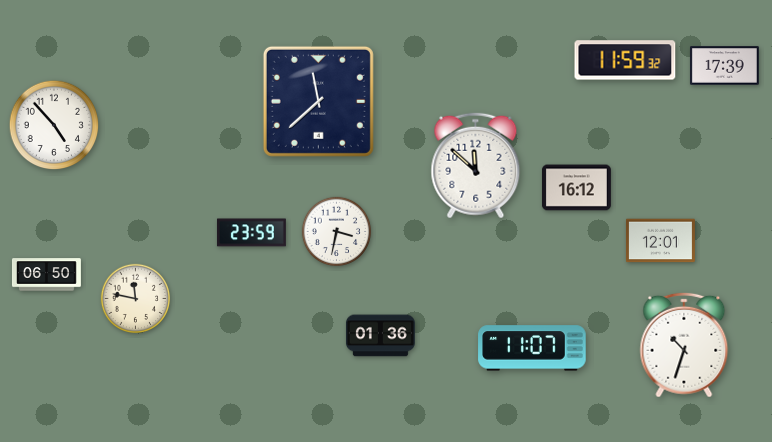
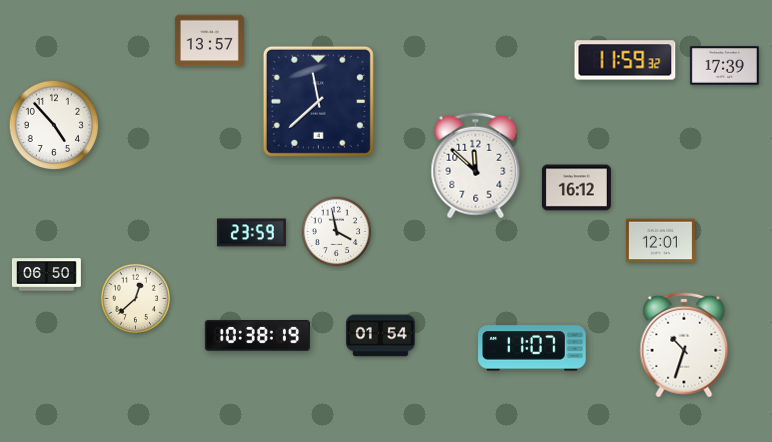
clock at (209, 41): none -> 13:57
clock at (337, 232): 3:32 -> 3:58
clock at (136, 299): 11:47 -> 12:38
clock at (257, 335): none -> 10:38
clock at (380, 336): 01:36 -> 01:54
